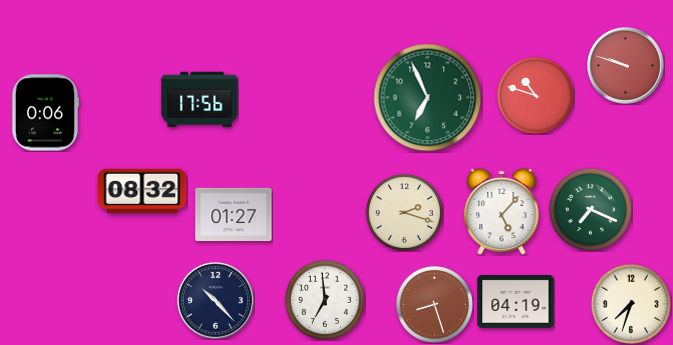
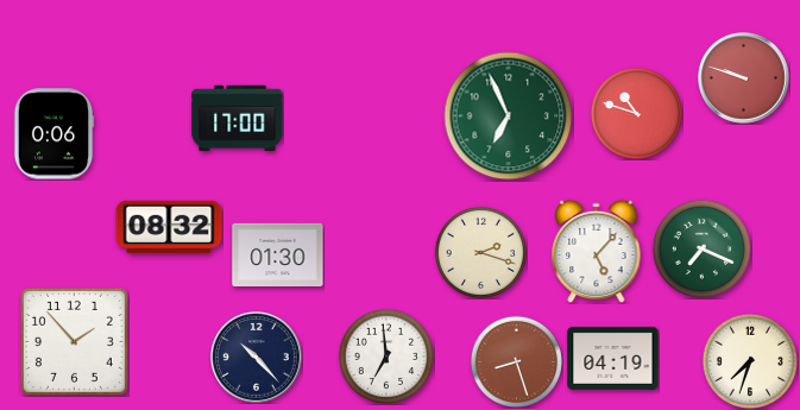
clock at (200, 100): 17:56 -> 17:00
clock at (234, 214): 01:27 -> 01:30
clock at (74, 341): none -> 1:53
